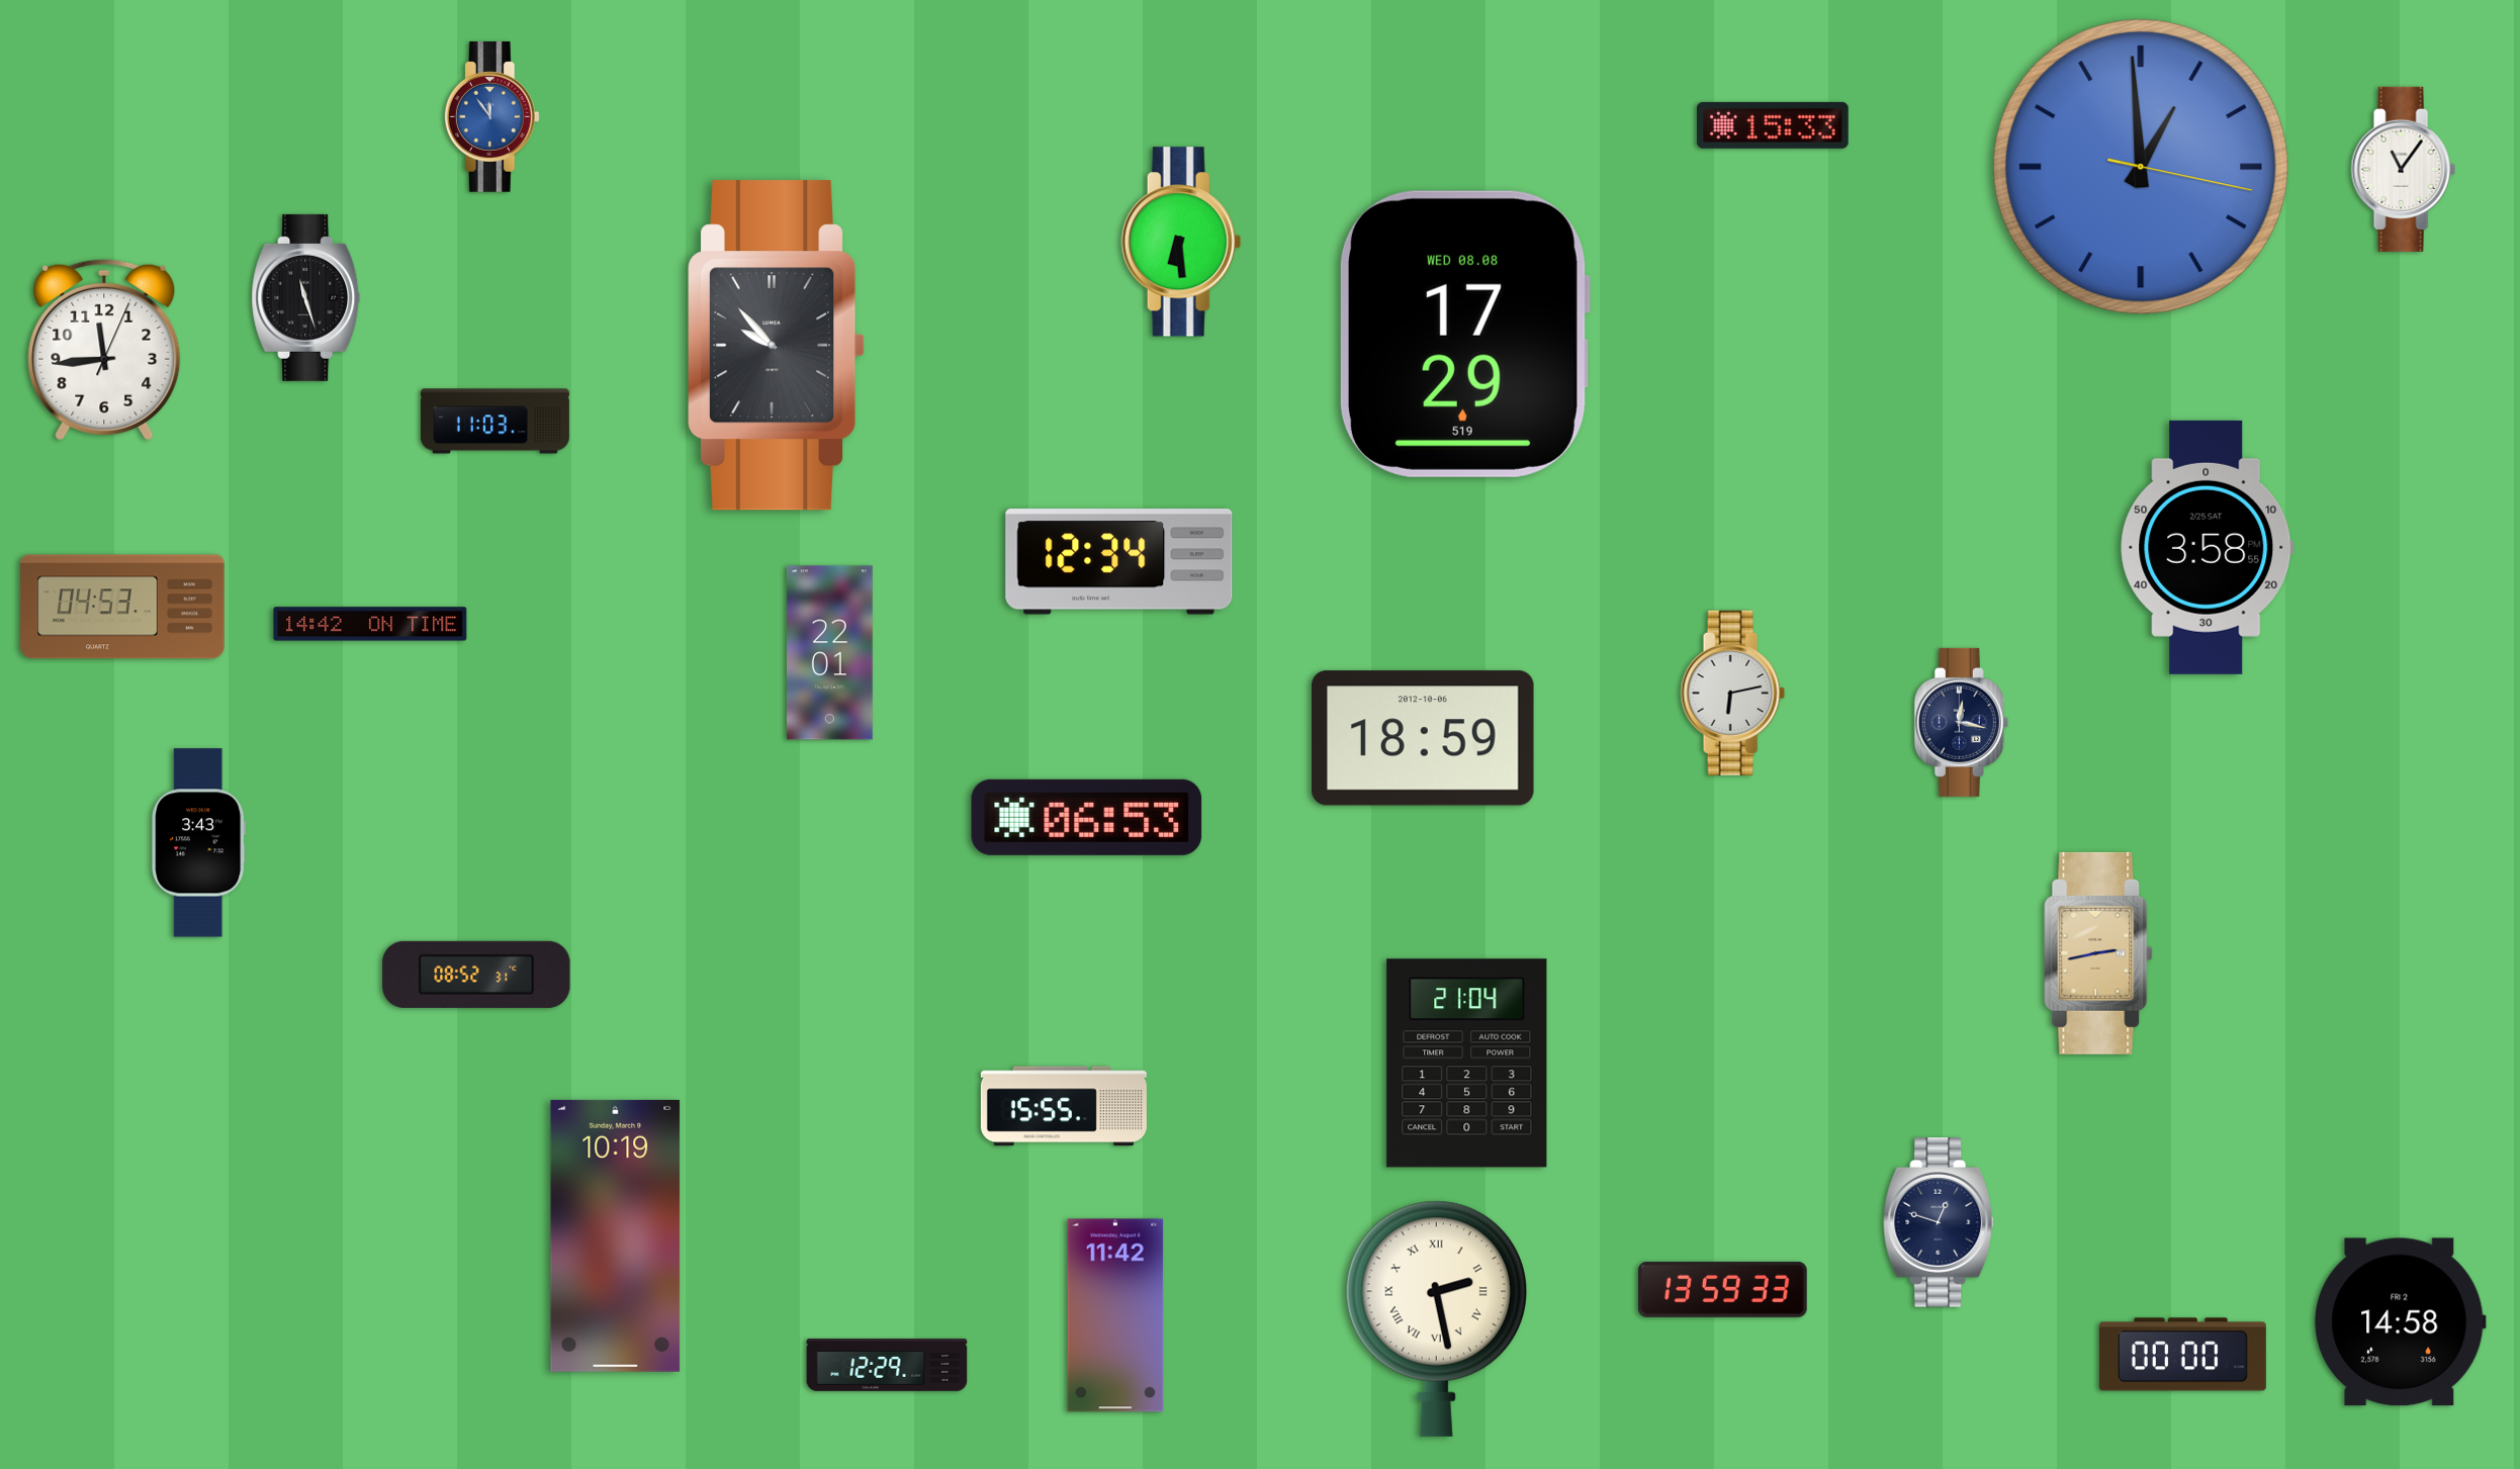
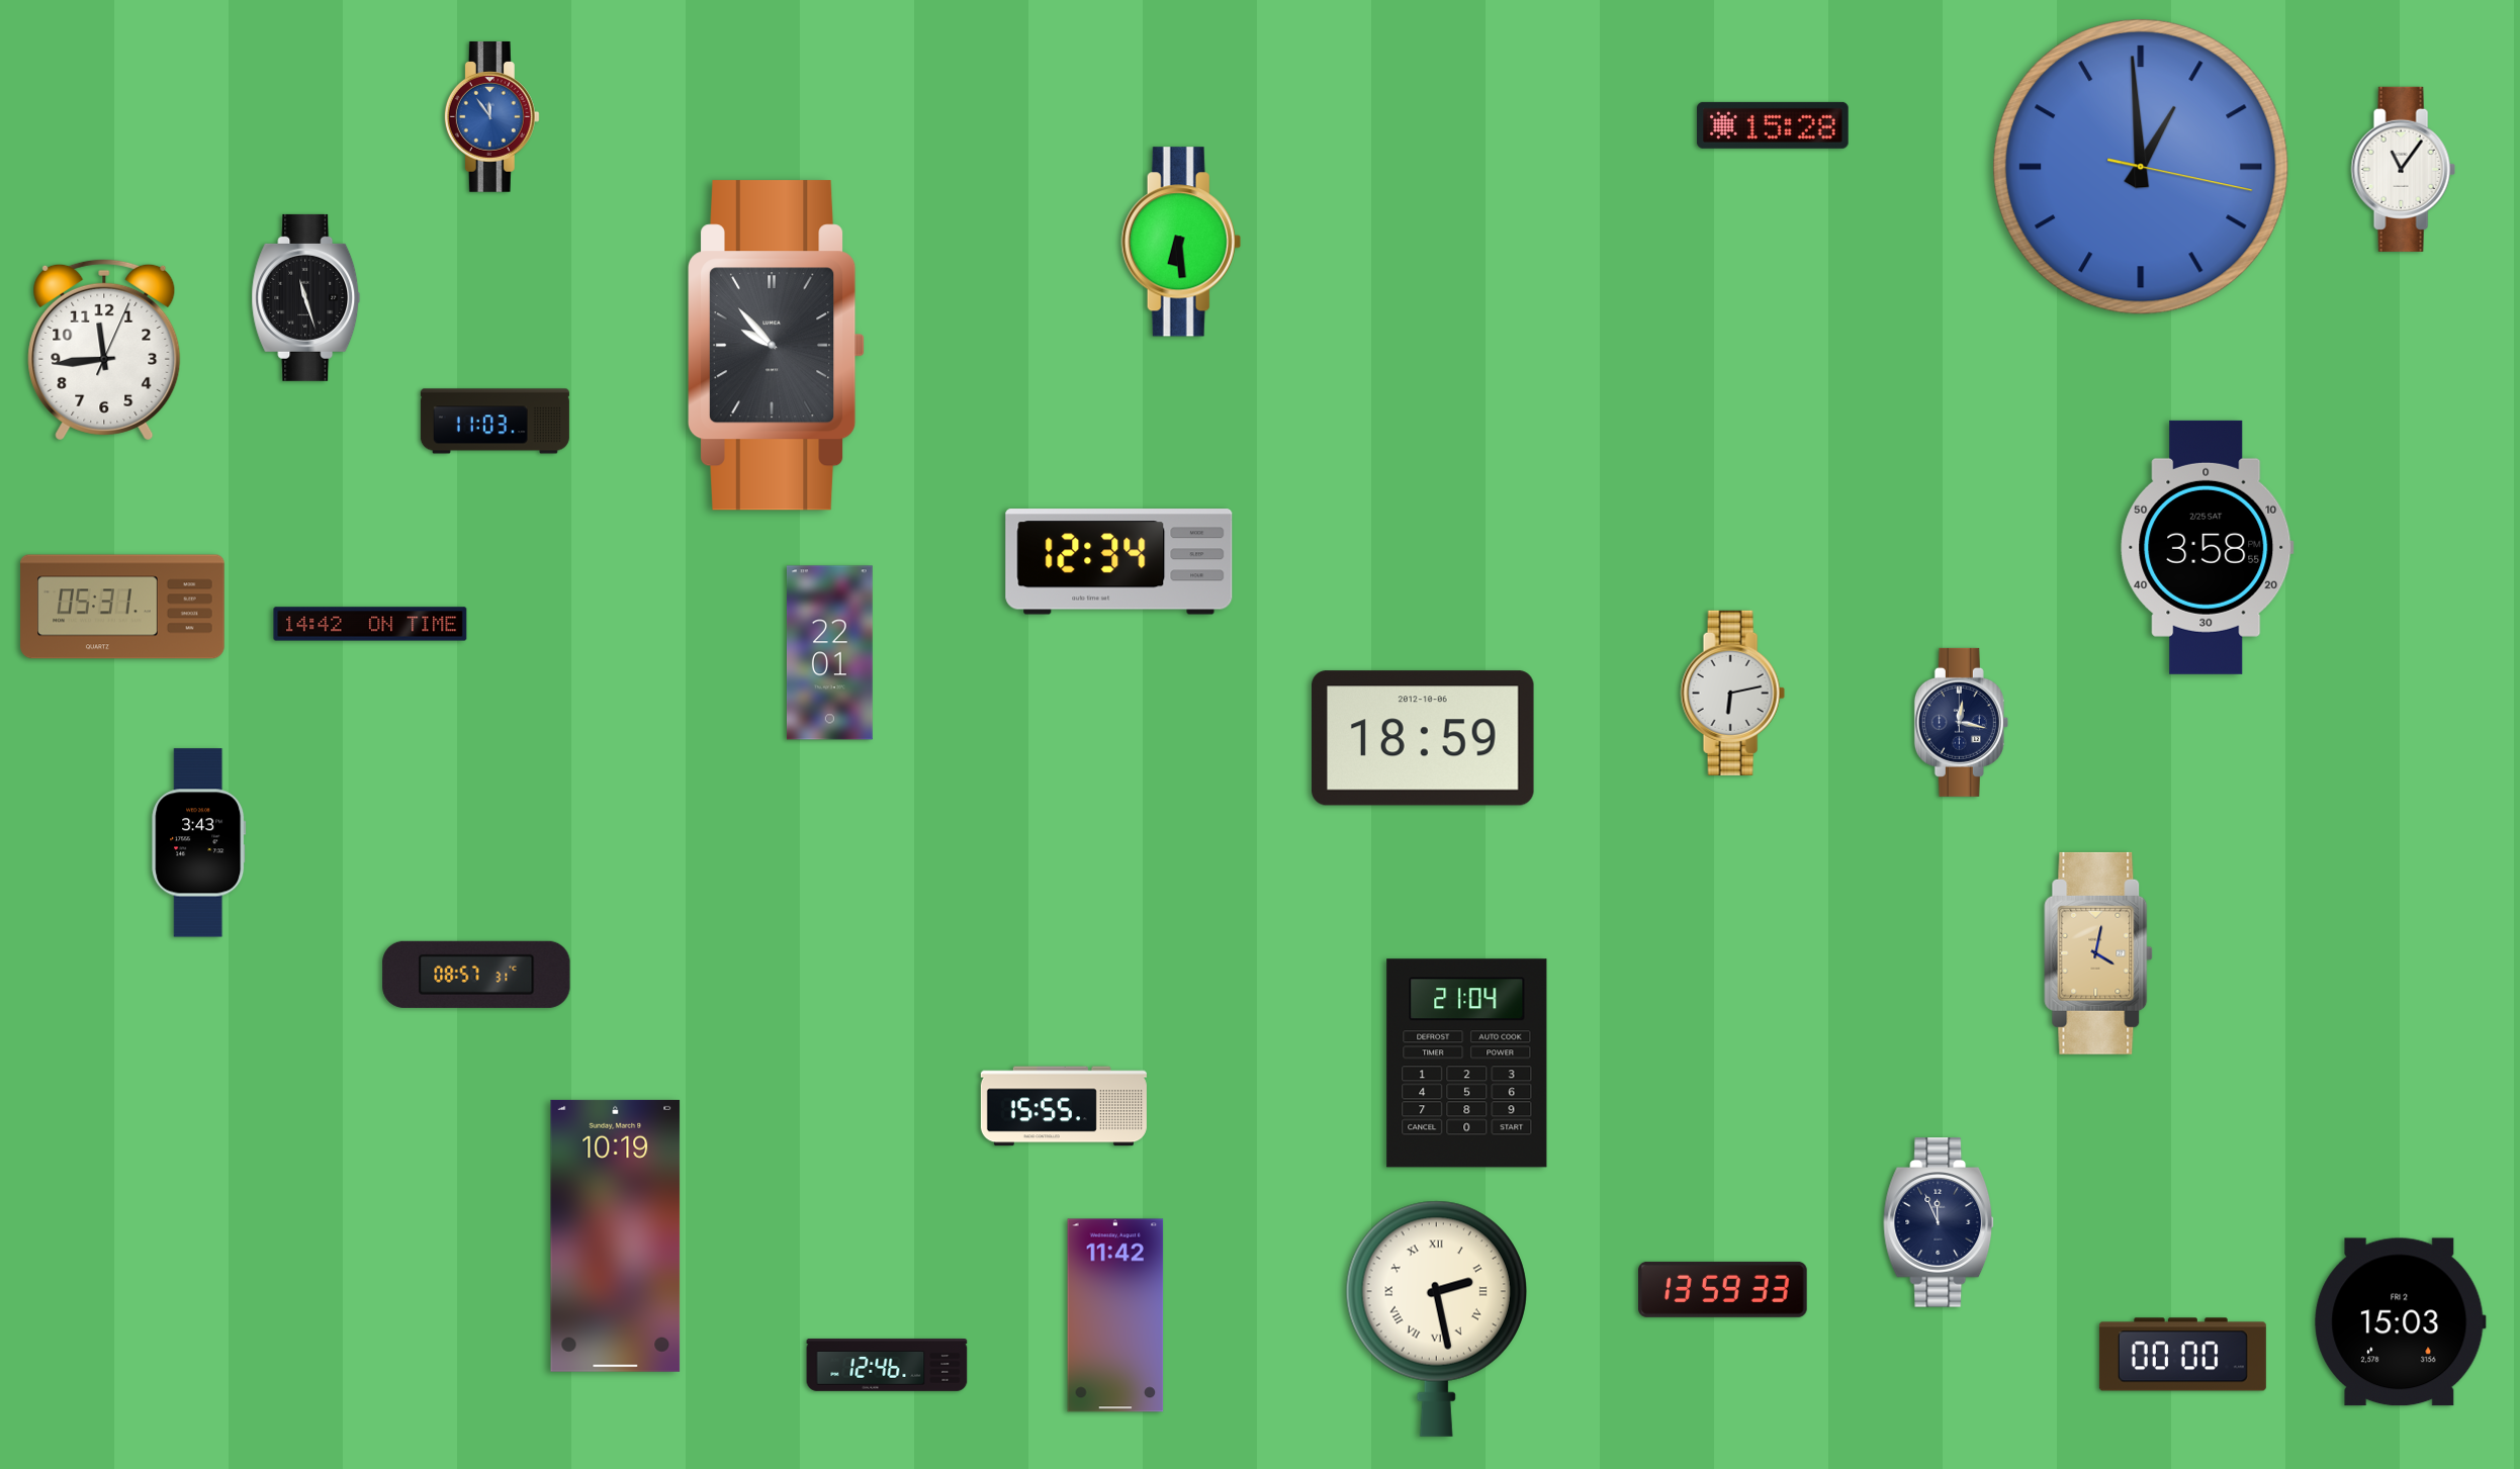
clock at (1773, 125): 15:33 -> 15:28
clock at (1464, 334): 17:29 -> none
clock at (122, 607): 04:53 -> 05:31
clock at (1087, 817): 06:53 -> none
clock at (2098, 953): 2:43 -> 4:02
clock at (476, 975): 08:52 -> 08:57
clock at (1940, 1222): 12:48 -> 11:56
clock at (2401, 1322): 14:58 -> 15:03
clock at (887, 1366): 12:29 -> 12:46
